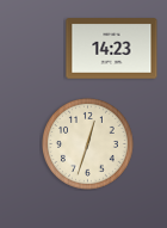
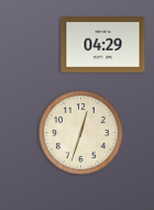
clock at (112, 49): 14:23 -> 04:29
